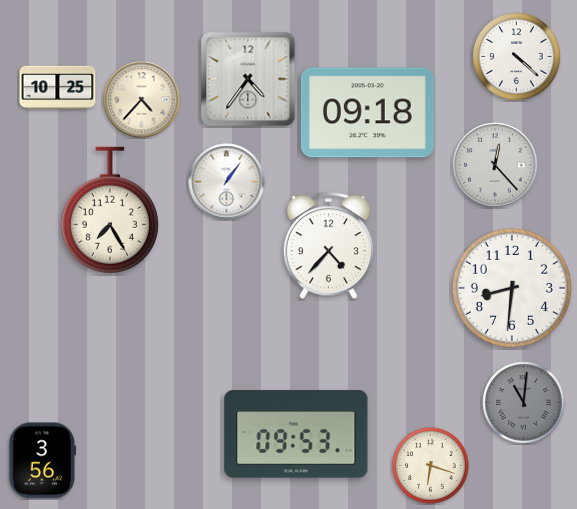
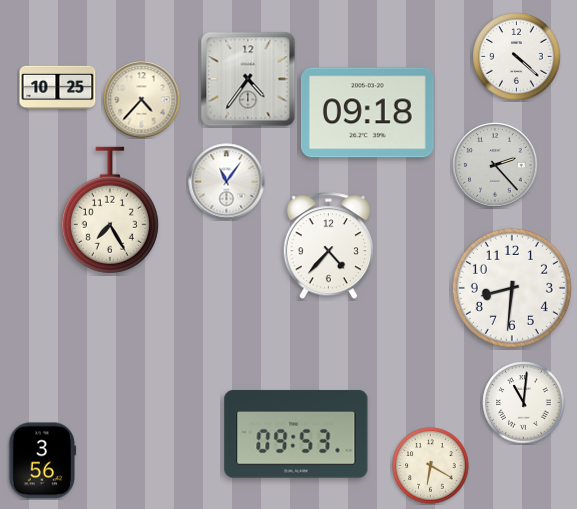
clock at (495, 165): 12:23 -> 2:23
clock at (227, 182): 1:06 -> 11:06
clock at (524, 403) dial: grey -> white
clock at (431, 466): 6:18 -> 6:20
